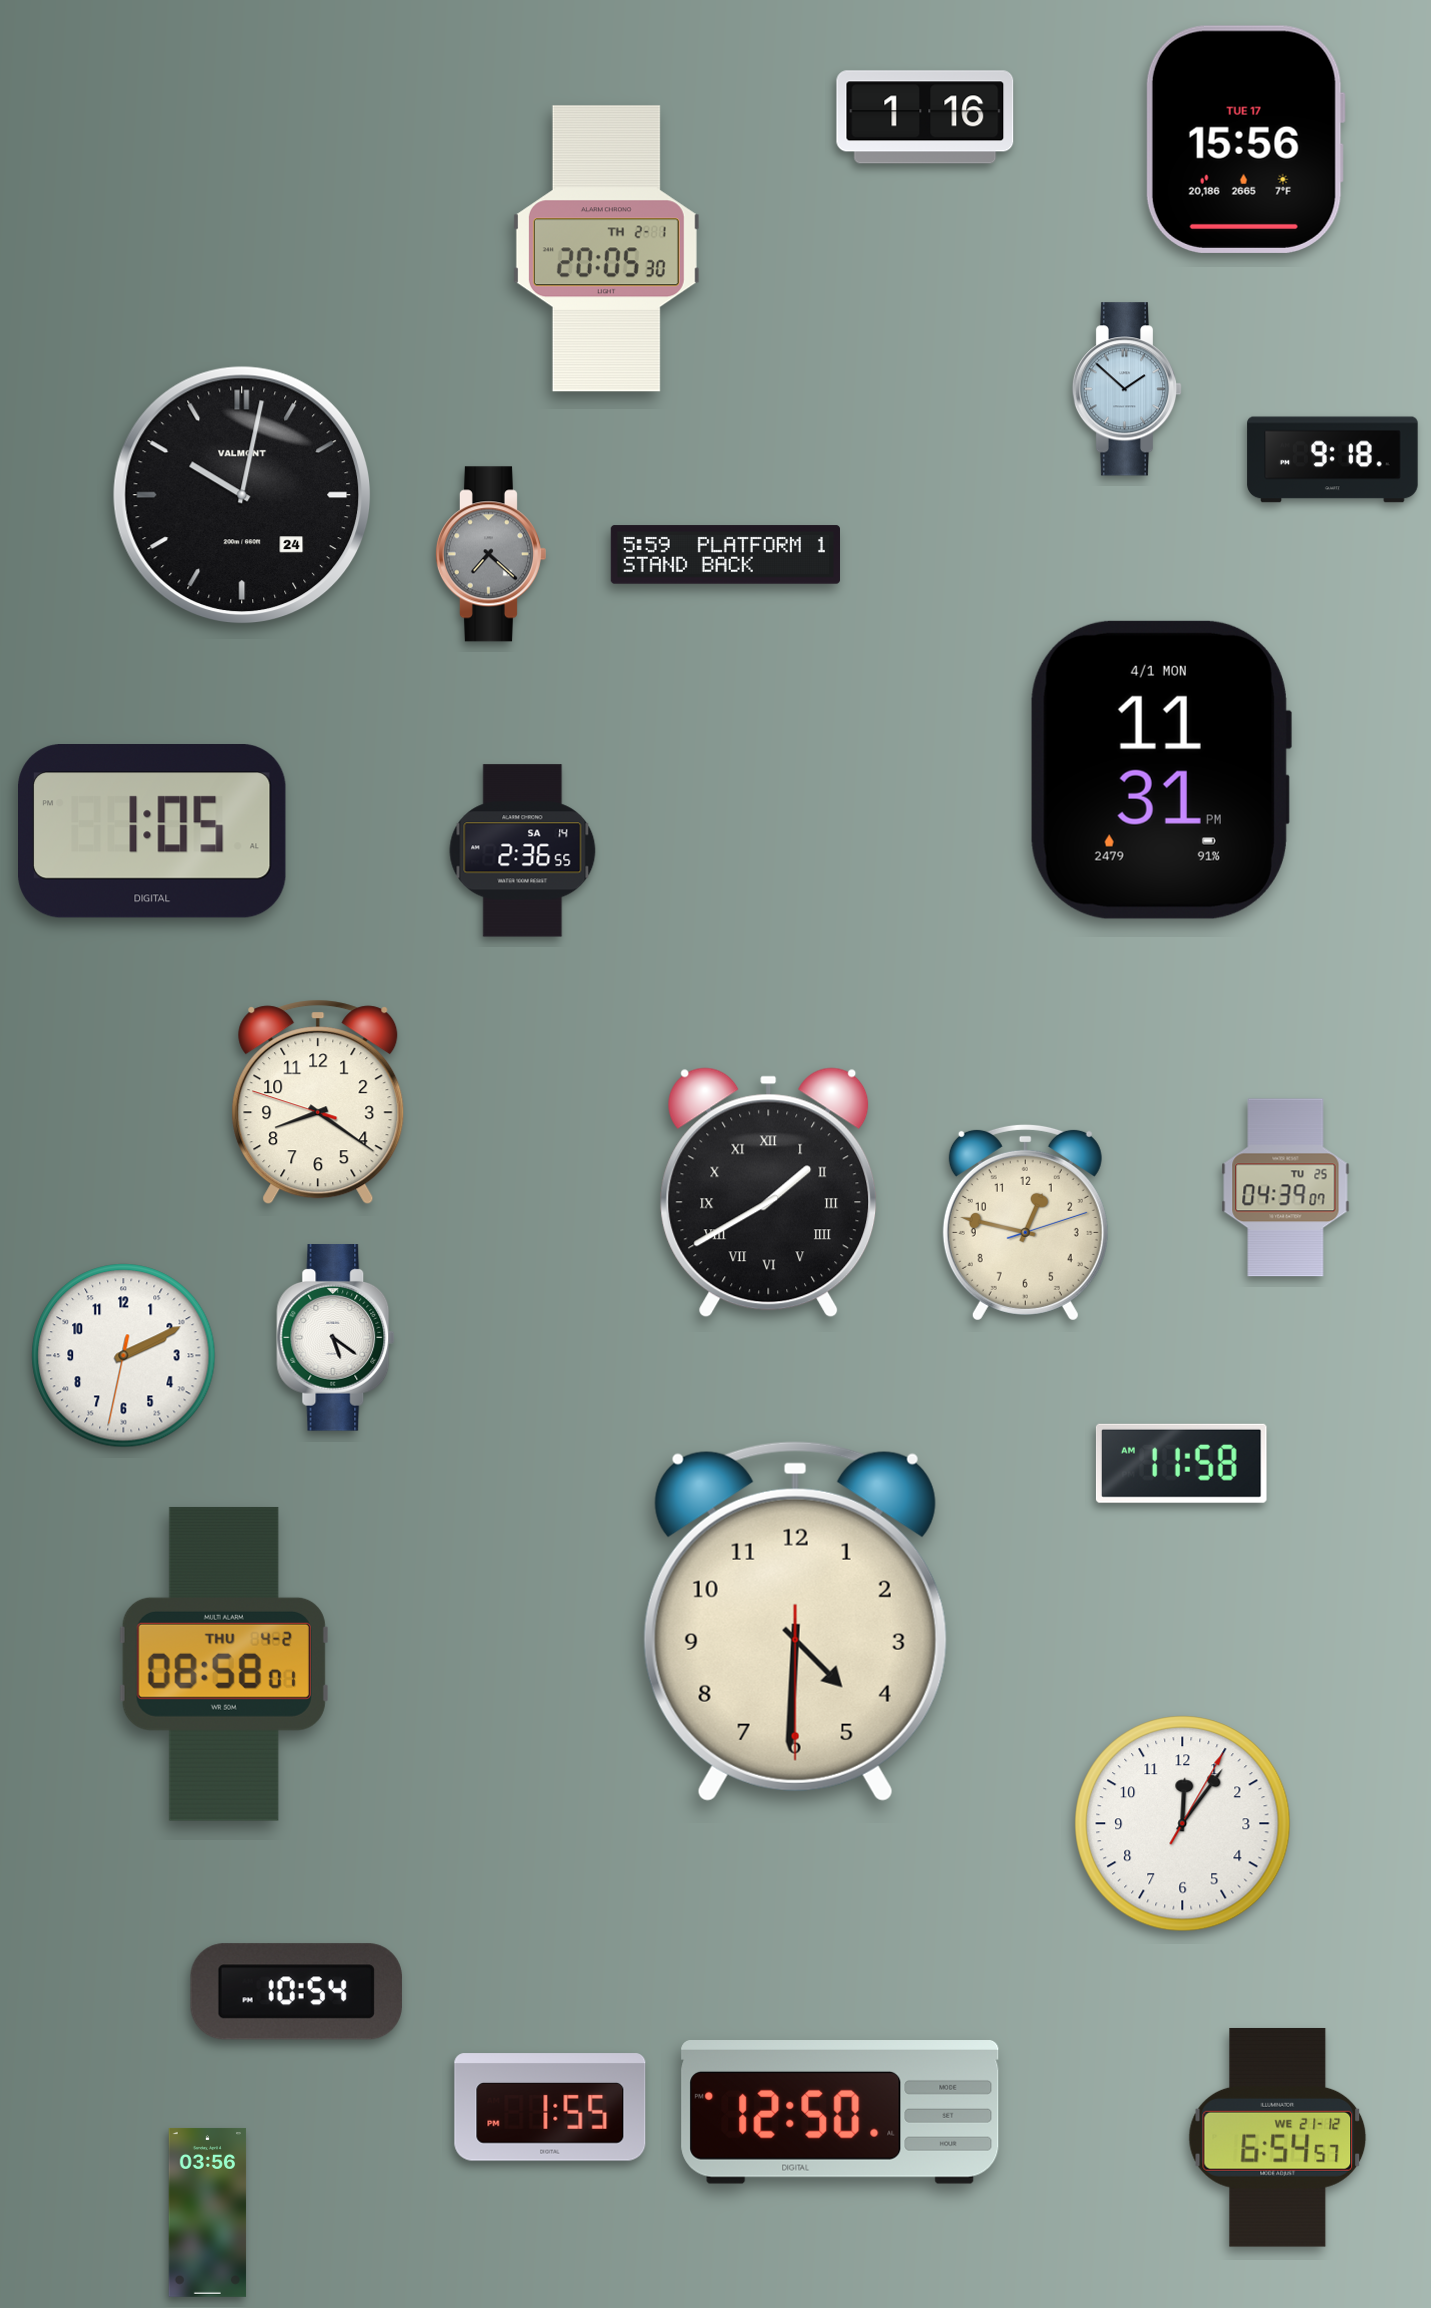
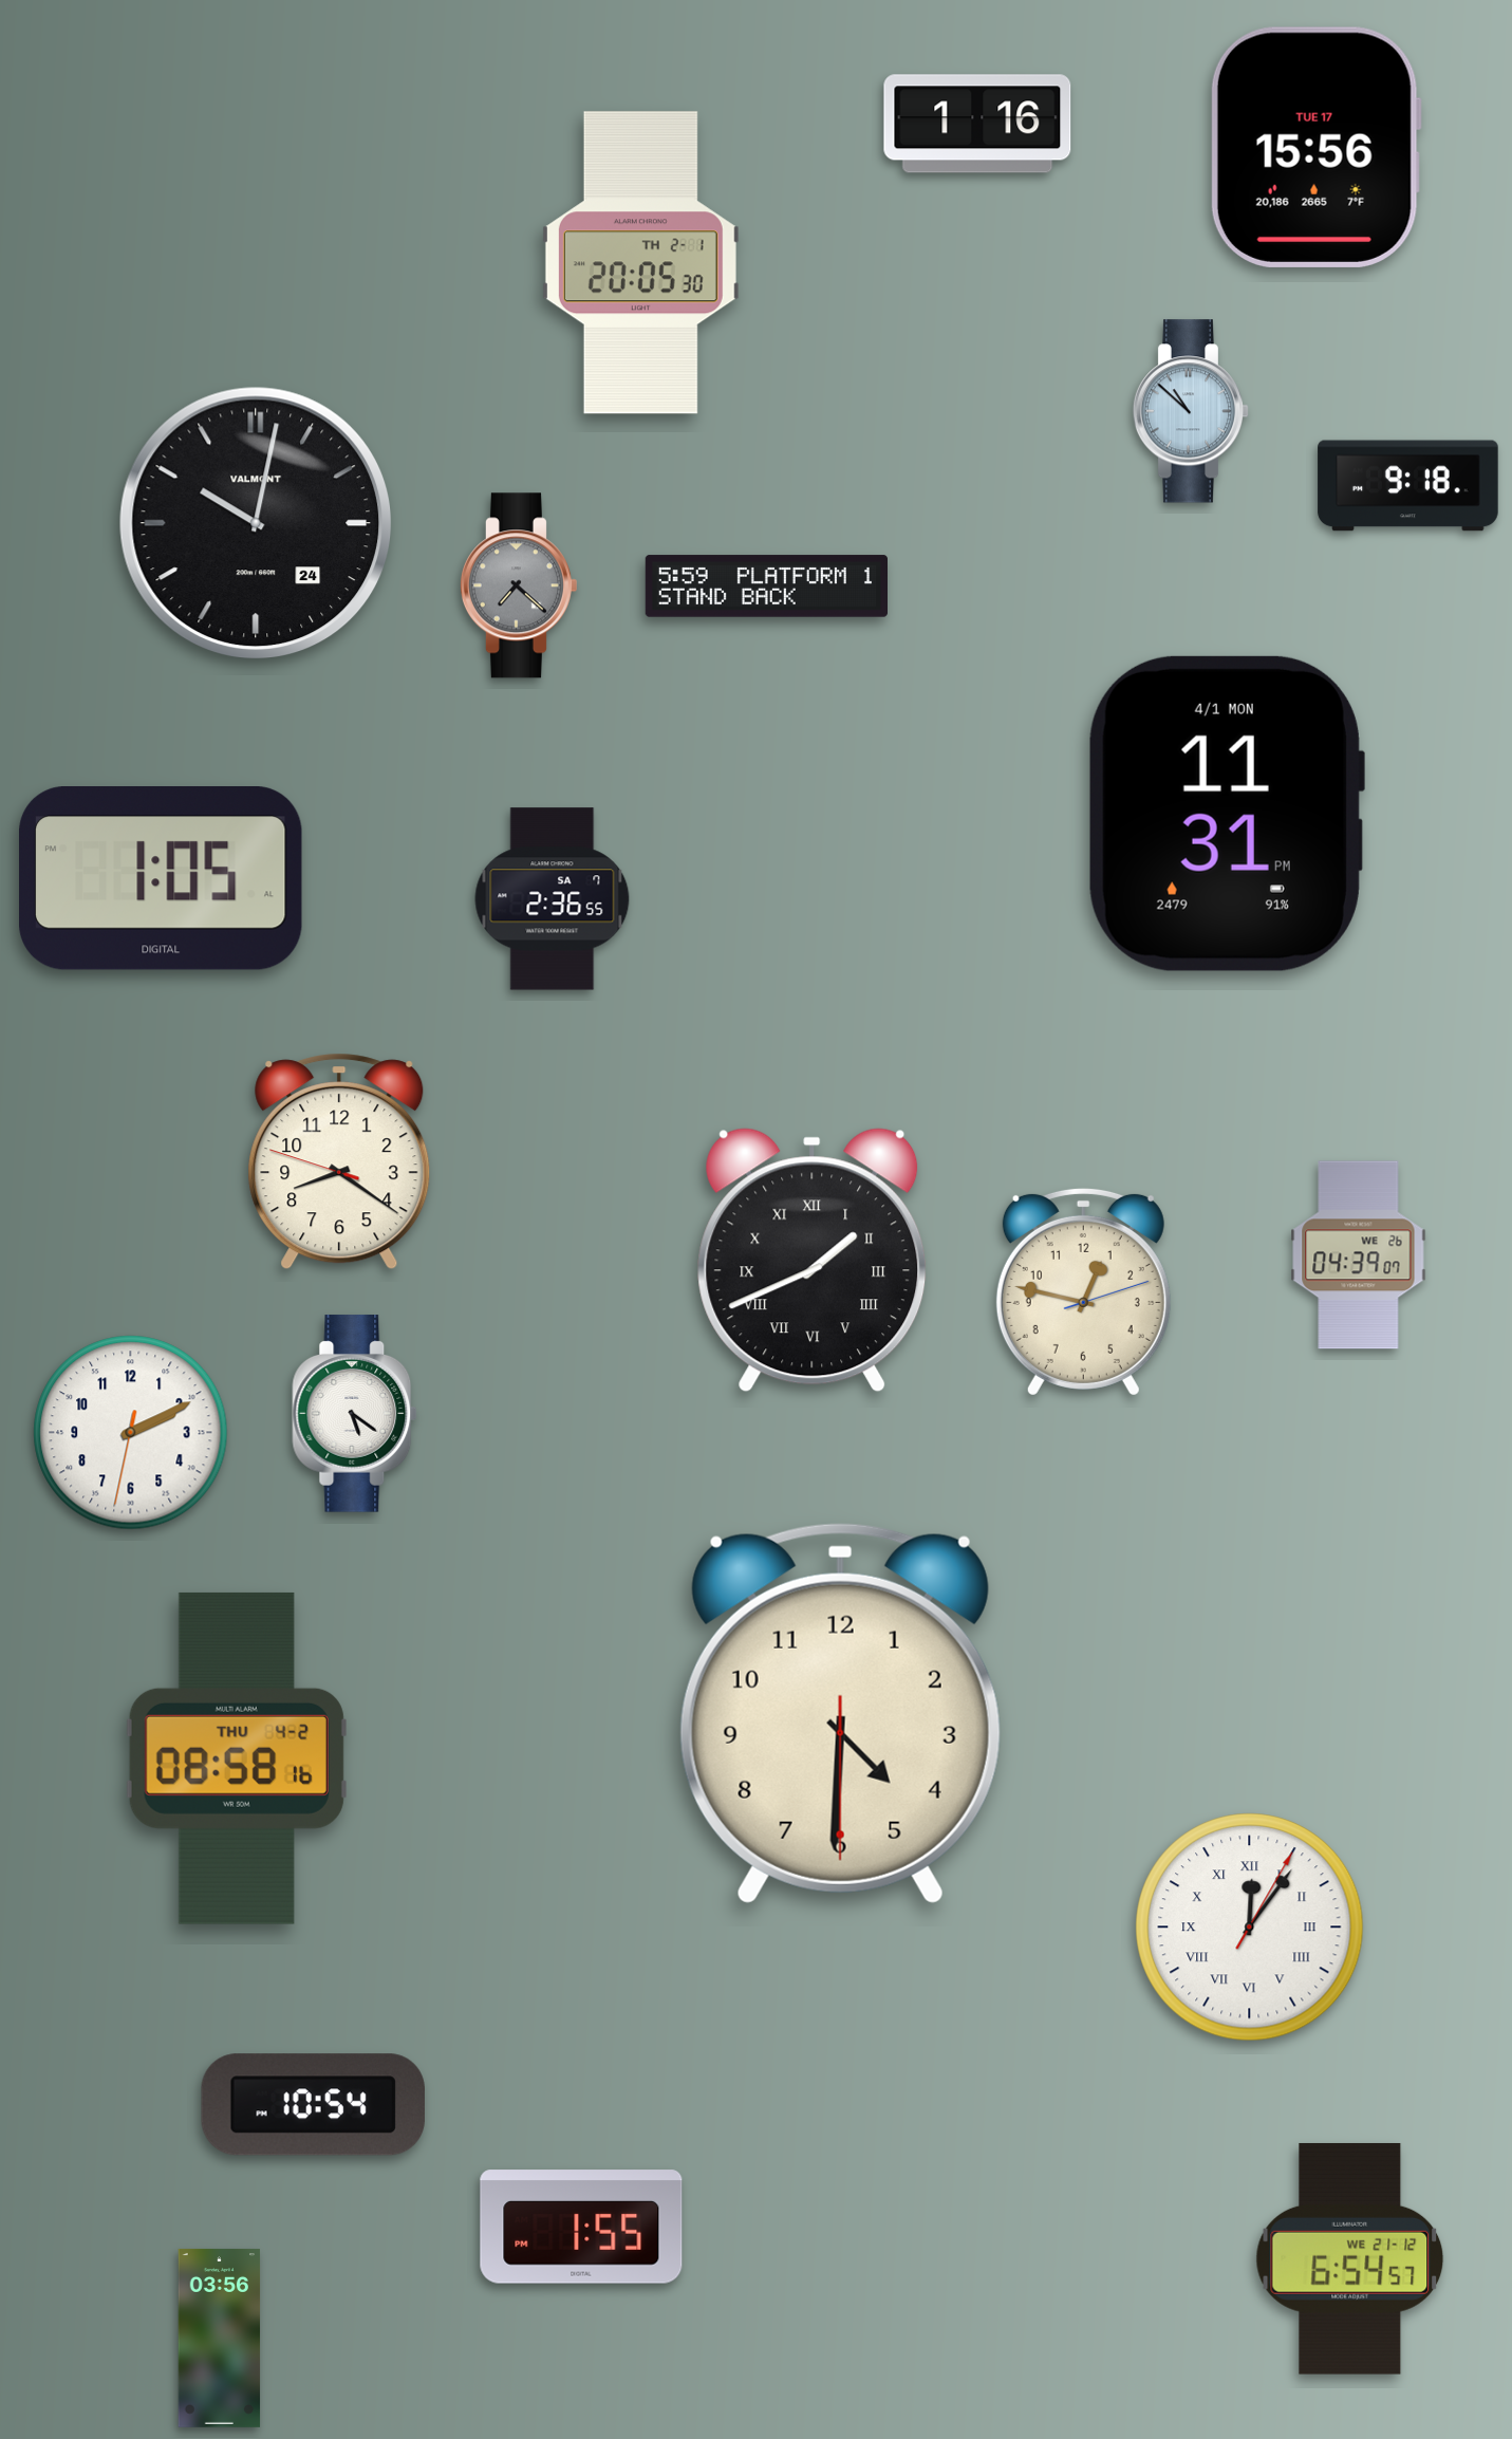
clock at (1127, 389): 1:52 -> 10:52
clock at (523, 851) date: SA 14 -> SA 7
clock at (318, 1102) position: (318, 1102) -> (339, 1161)
clock at (1286, 1188) date: TU 25 -> WE 26
clock at (769, 1193): 1:40 -> 1:41
clock at (1181, 1463): 11:58 -> none
clock at (224, 1664): 08:58:01 -> 08:58:16
clock at (1183, 1824) numerals: Arabic -> Roman
clock at (840, 2113): 12:50 -> none
